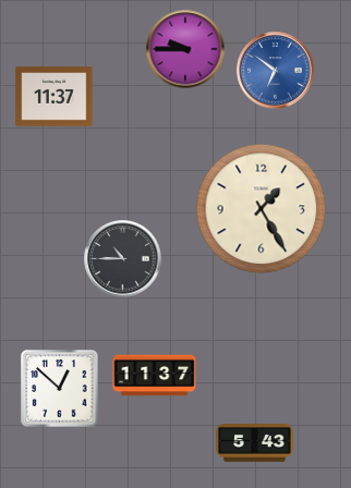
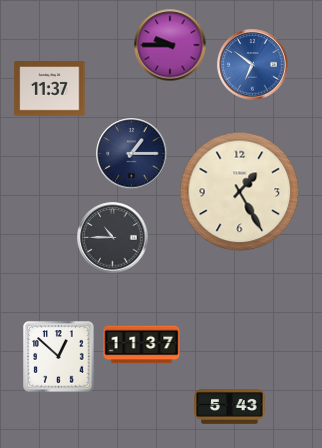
clock at (132, 154): none -> 1:15
clock at (60, 389) position: (60, 389) -> (59, 357)
clock at (255, 443) position: (255, 443) -> (230, 407)
